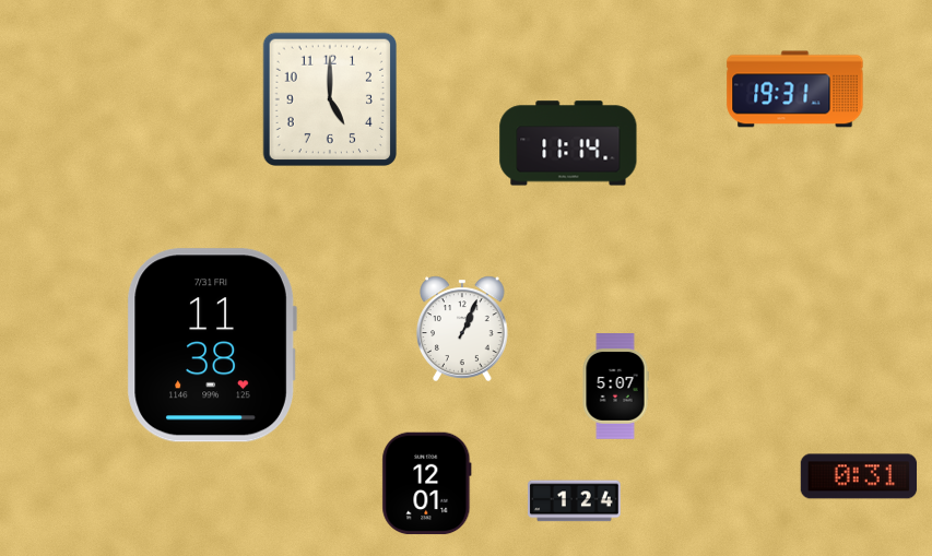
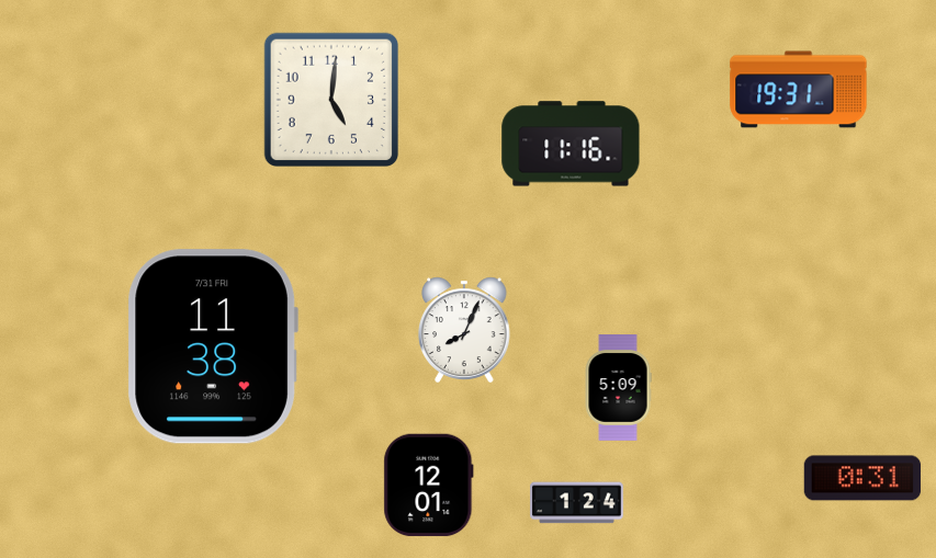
clock at (329, 98): 5:00 -> 5:01
clock at (568, 143): 11:14 -> 11:16
clock at (463, 329): 1:04 -> 8:04
clock at (615, 387): 5:07 -> 5:09
